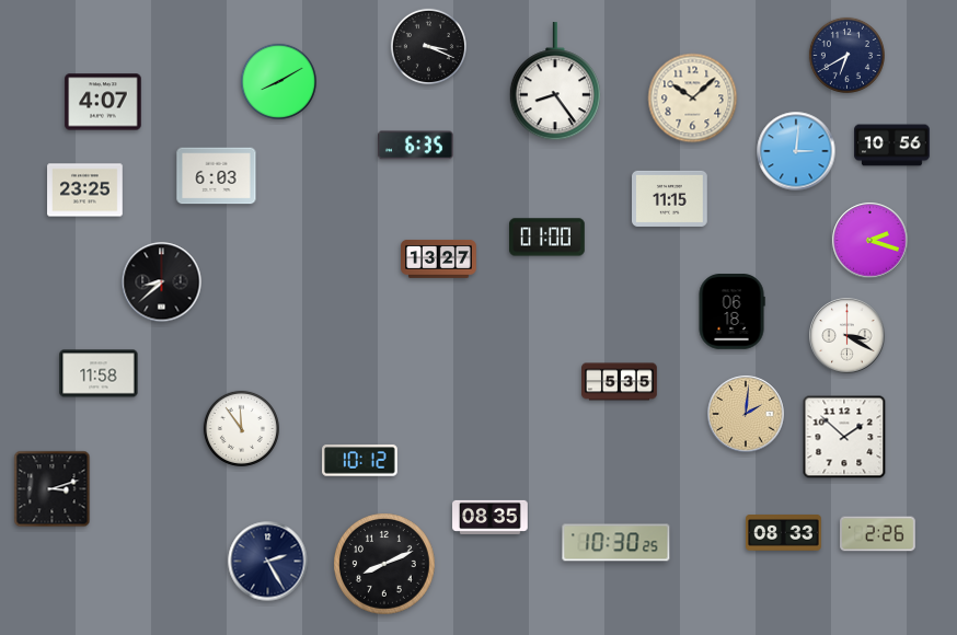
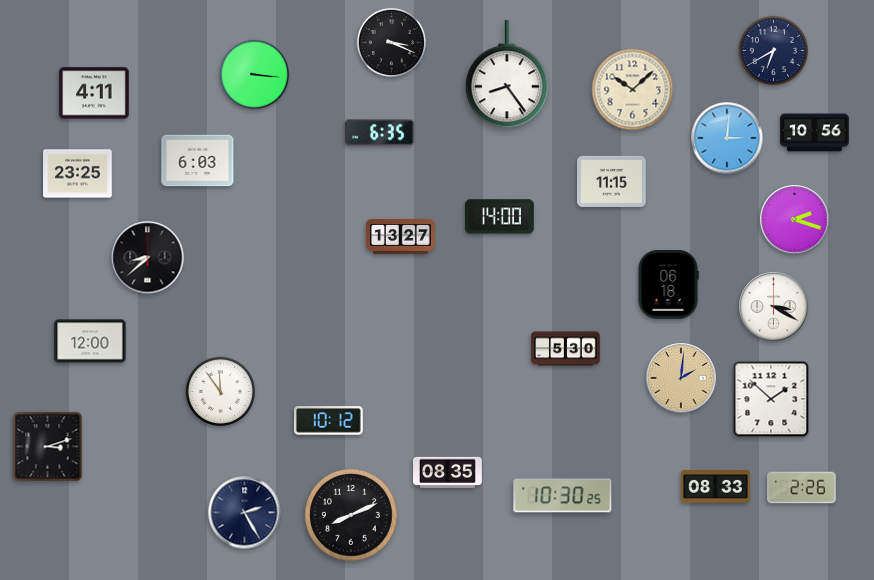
clock at (278, 81): 8:10 -> 3:16
clock at (103, 102): 4:07 -> 4:11
clock at (547, 238): 01:00 -> 14:00
clock at (99, 373): 11:58 -> 12:00
clock at (620, 382): 5:35 -> 5:30
